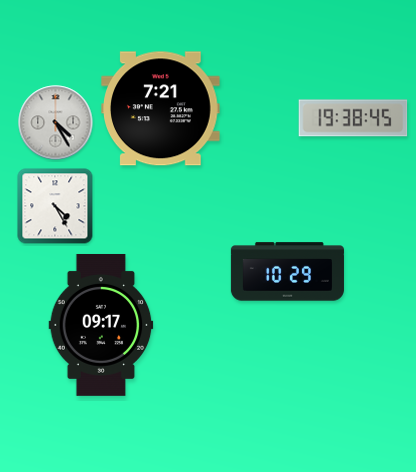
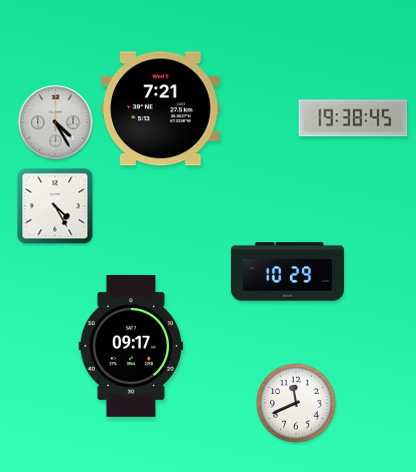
clock at (101, 325) position: (101, 325) -> (131, 346)
clock at (296, 403): none -> 11:41
